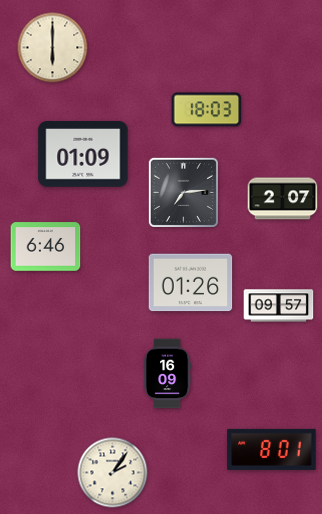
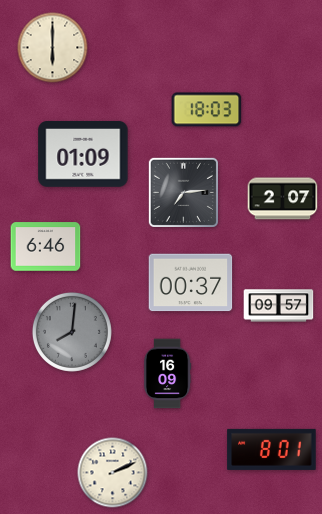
clock at (191, 283): 01:26 -> 00:37
clock at (72, 332): none -> 8:01
clock at (113, 473): 2:06 -> 2:11
